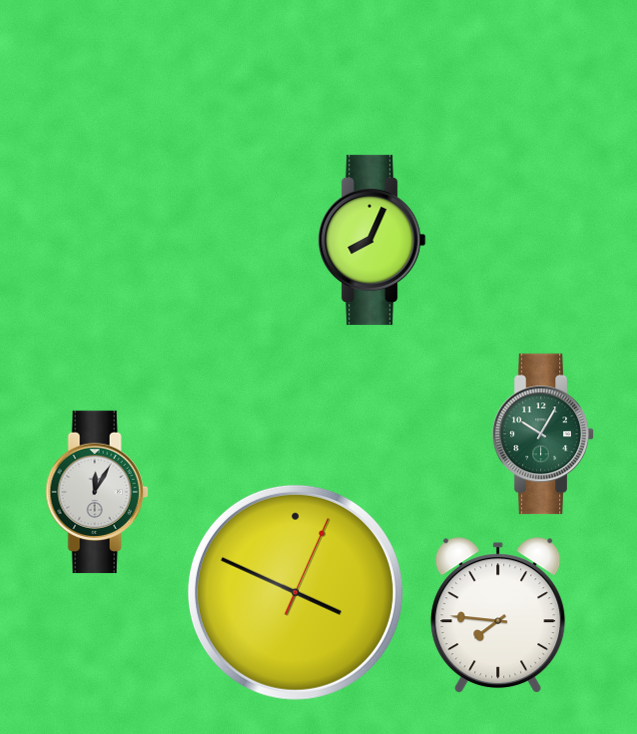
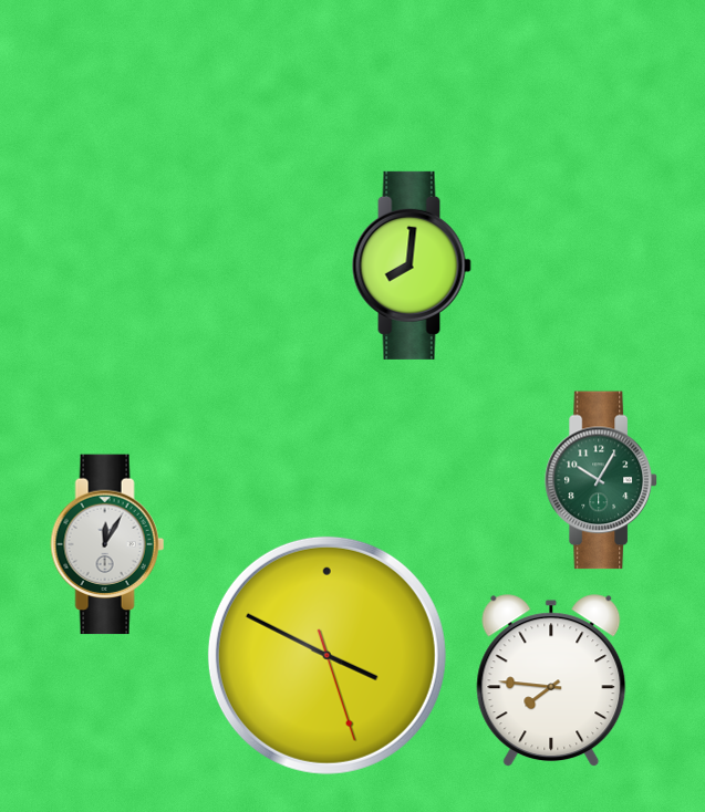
clock at (372, 240): 8:04 -> 8:01
clock at (295, 592): 3:49:04 -> 3:49:27
